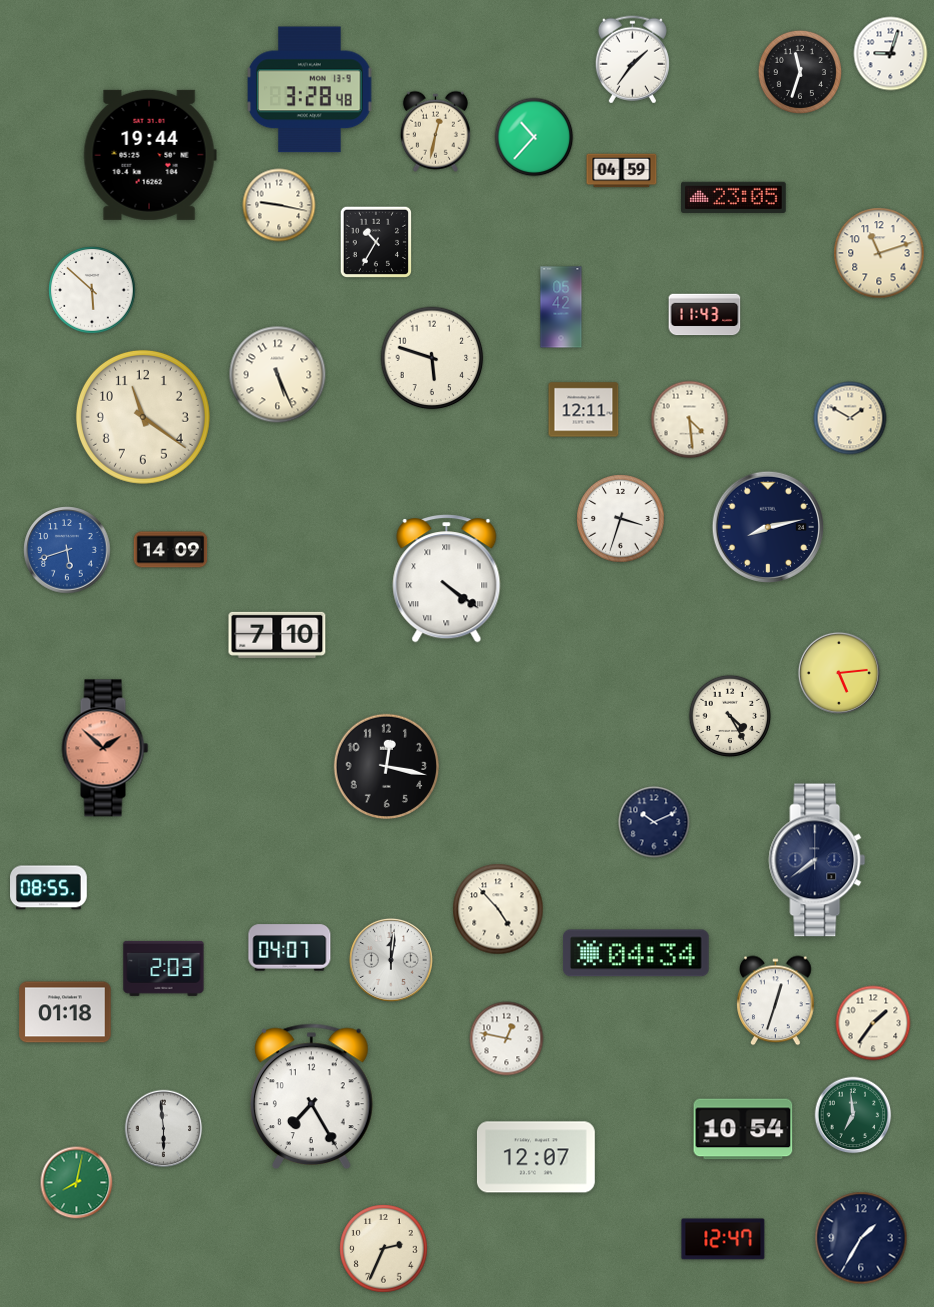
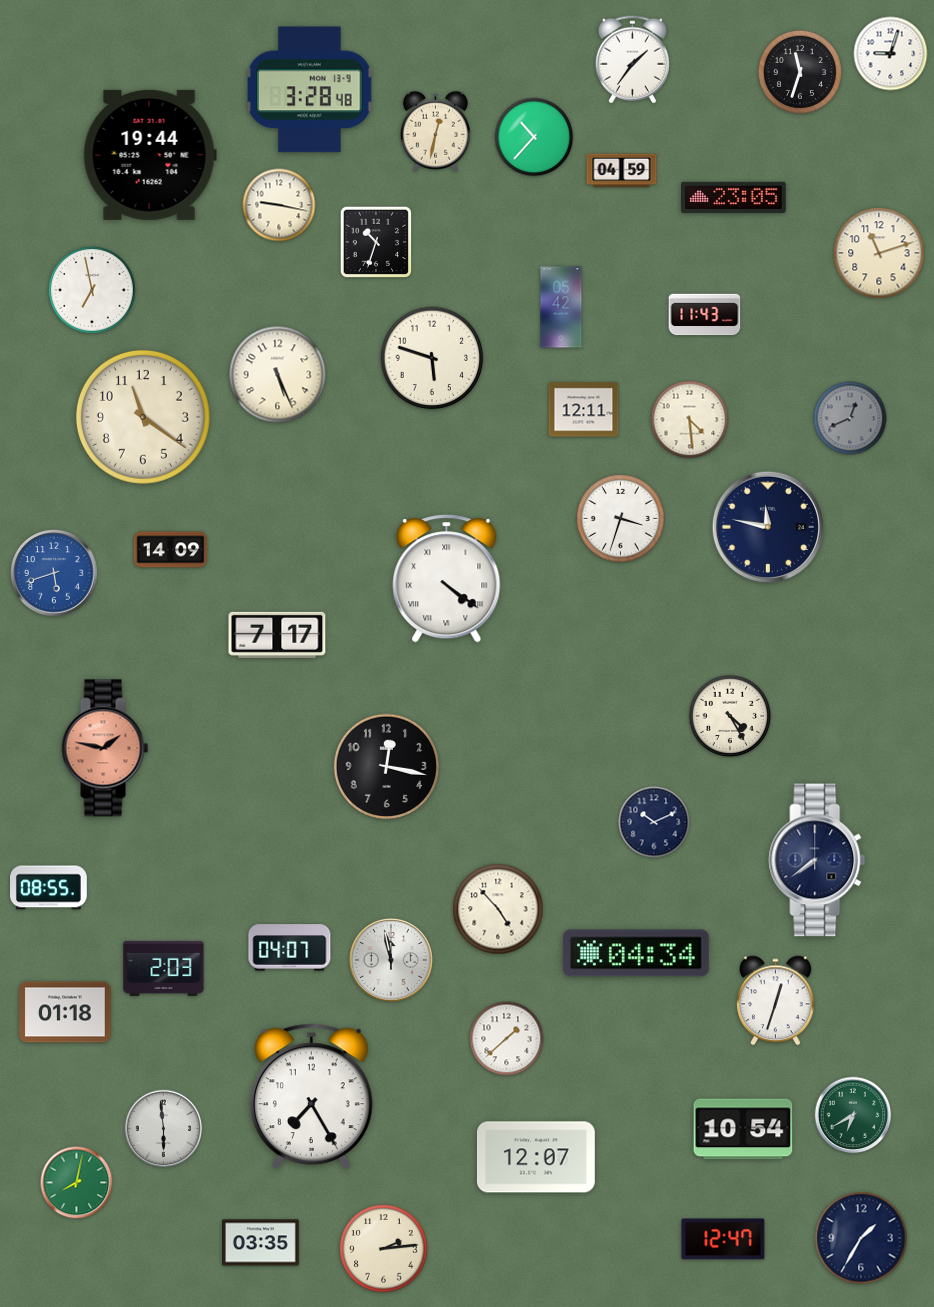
clock at (375, 241): 10:35 -> 10:33
clock at (92, 290): 5:52 -> 6:58
clock at (850, 418): 1:50 -> 12:41
clock at (850, 418) dial: cream -> grey
clock at (767, 526): 8:13 -> 11:47
clock at (67, 550) position: (67, 550) -> (54, 573)
clock at (277, 635): 7:10 -> 7:17
clock at (839, 673): 5:14 -> none
clock at (105, 748): 1:52 -> 1:47
clock at (391, 960): 12:01 -> 11:58
clock at (873, 1023): 1:36 -> none
clock at (507, 1039): 12:47 -> 1:38
clock at (853, 1115): 6:59 -> 6:40
clock at (261, 1243): none -> 03:35
clock at (384, 1249): 2:34 -> 2:14
